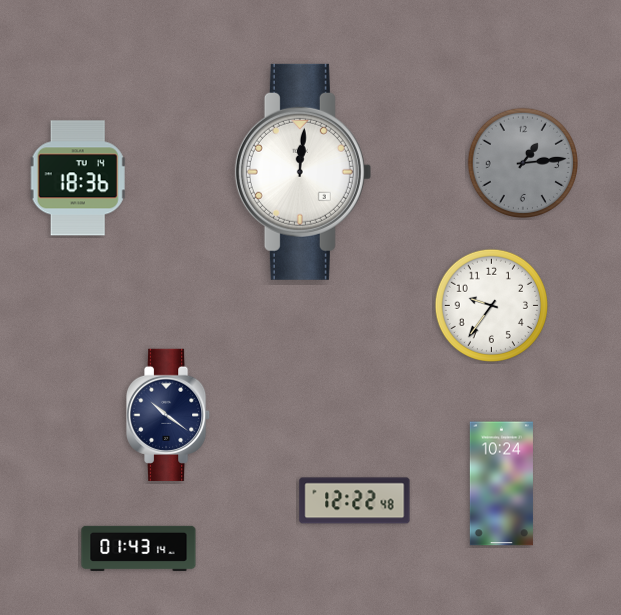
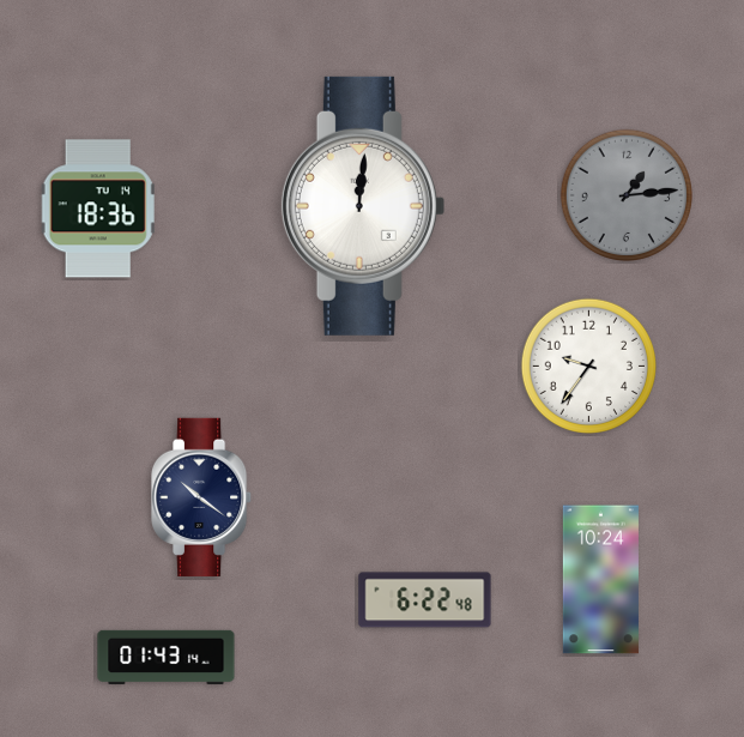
clock at (78, 178) position: (78, 178) -> (98, 209)
clock at (355, 501): 12:22 -> 6:22
